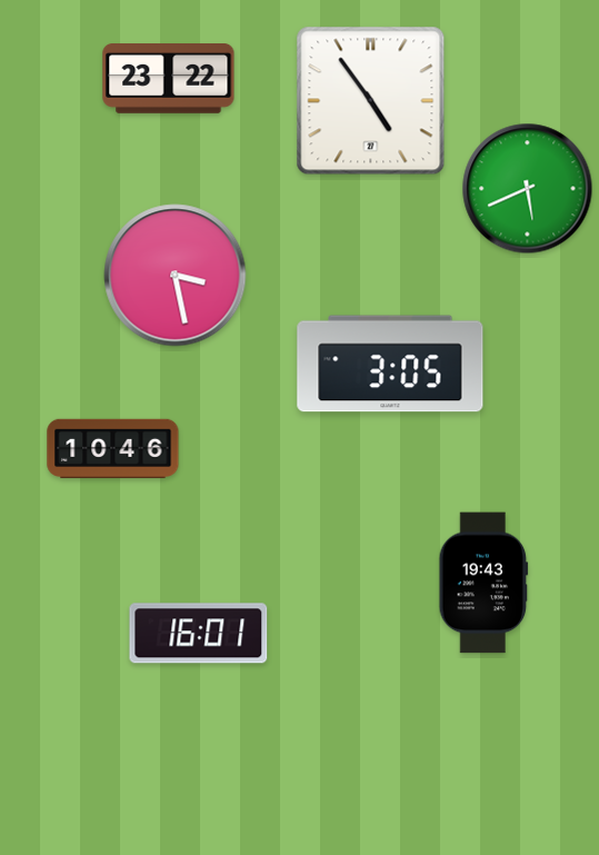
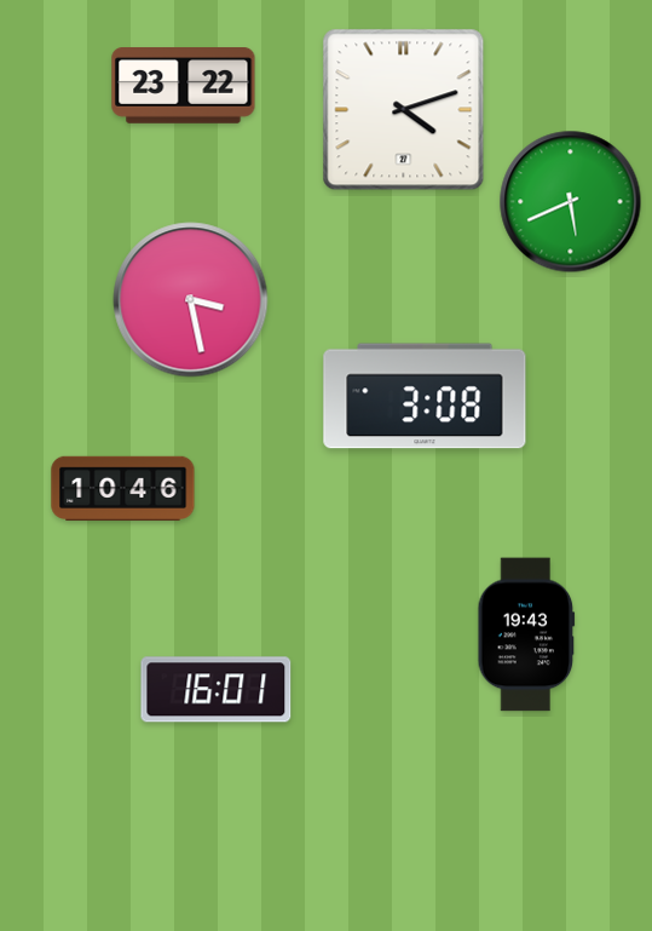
clock at (371, 101): 4:54 -> 4:12
clock at (528, 189) position: (528, 189) -> (571, 202)
clock at (390, 364): 3:05 -> 3:08
